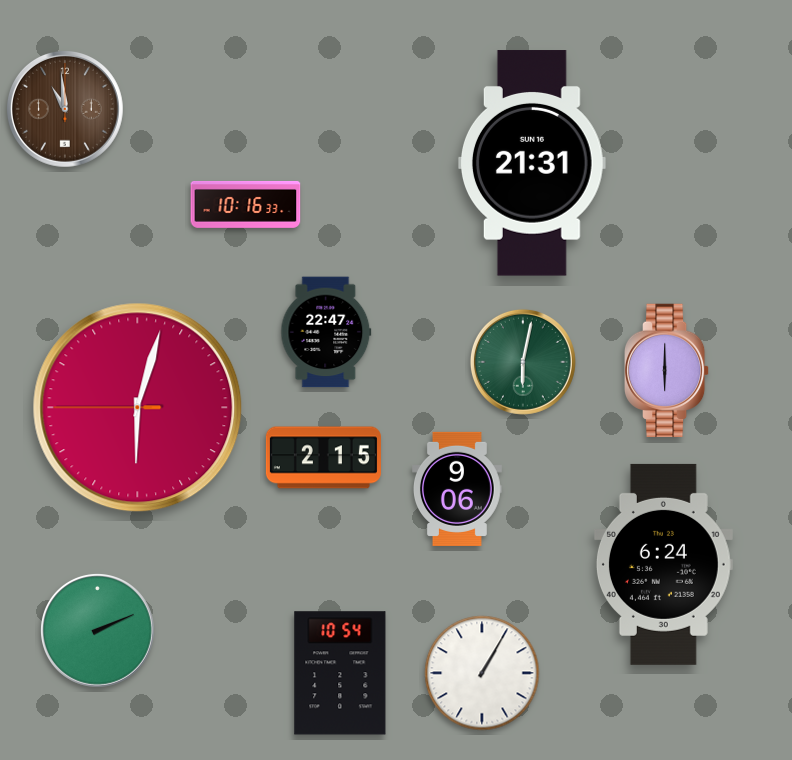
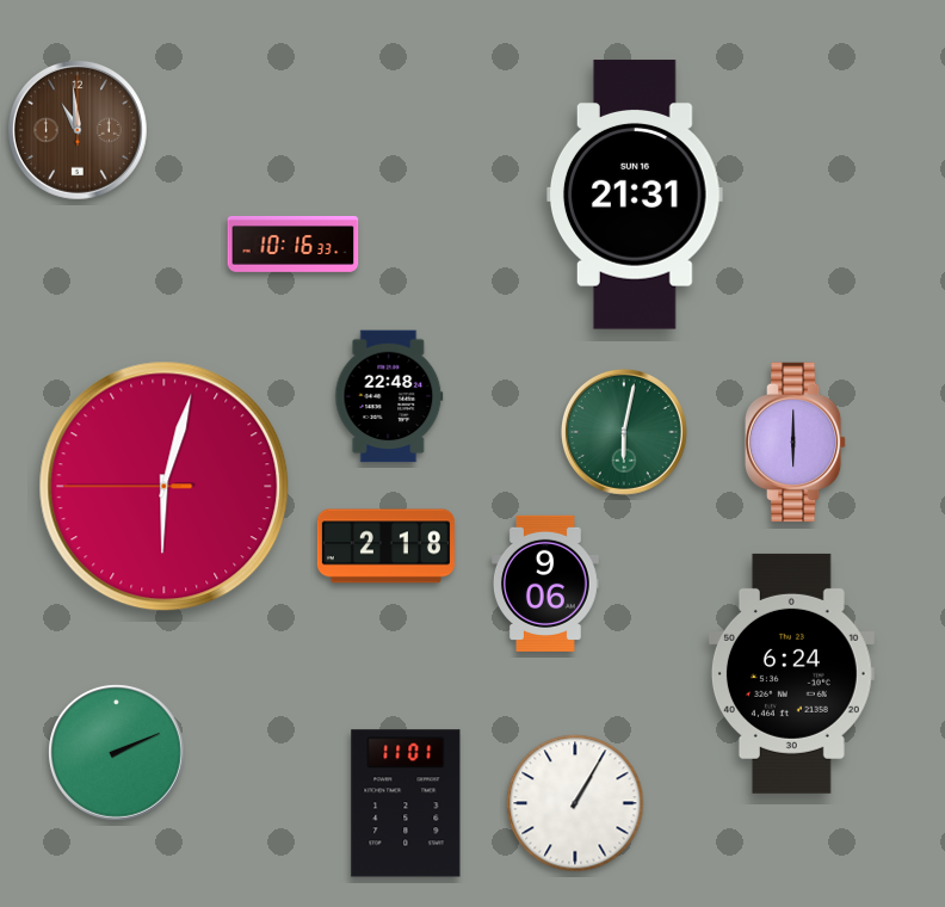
clock at (326, 332): 22:47 -> 22:48
clock at (323, 458): 2:15 -> 2:18
clock at (340, 673): 10:54 -> 11:01
